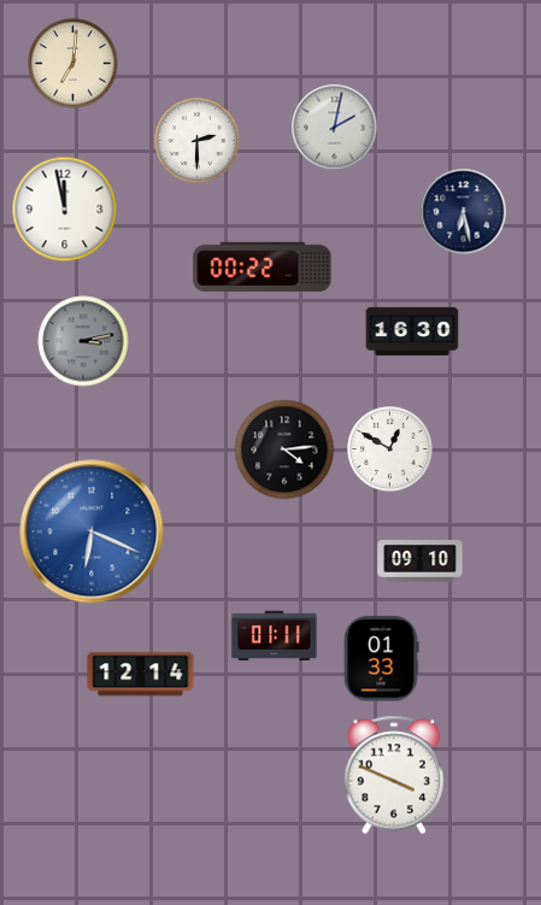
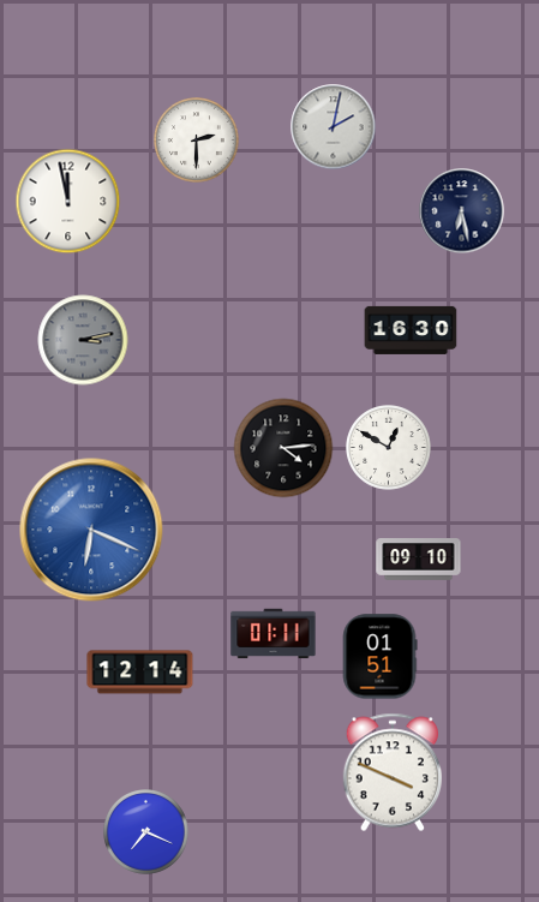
clock at (73, 64): 7:01 -> none
clock at (65, 210) position: (65, 210) -> (68, 202)
clock at (263, 266): 00:22 -> none
clock at (381, 659): 01:33 -> 01:51
clock at (146, 832): none -> 7:19
